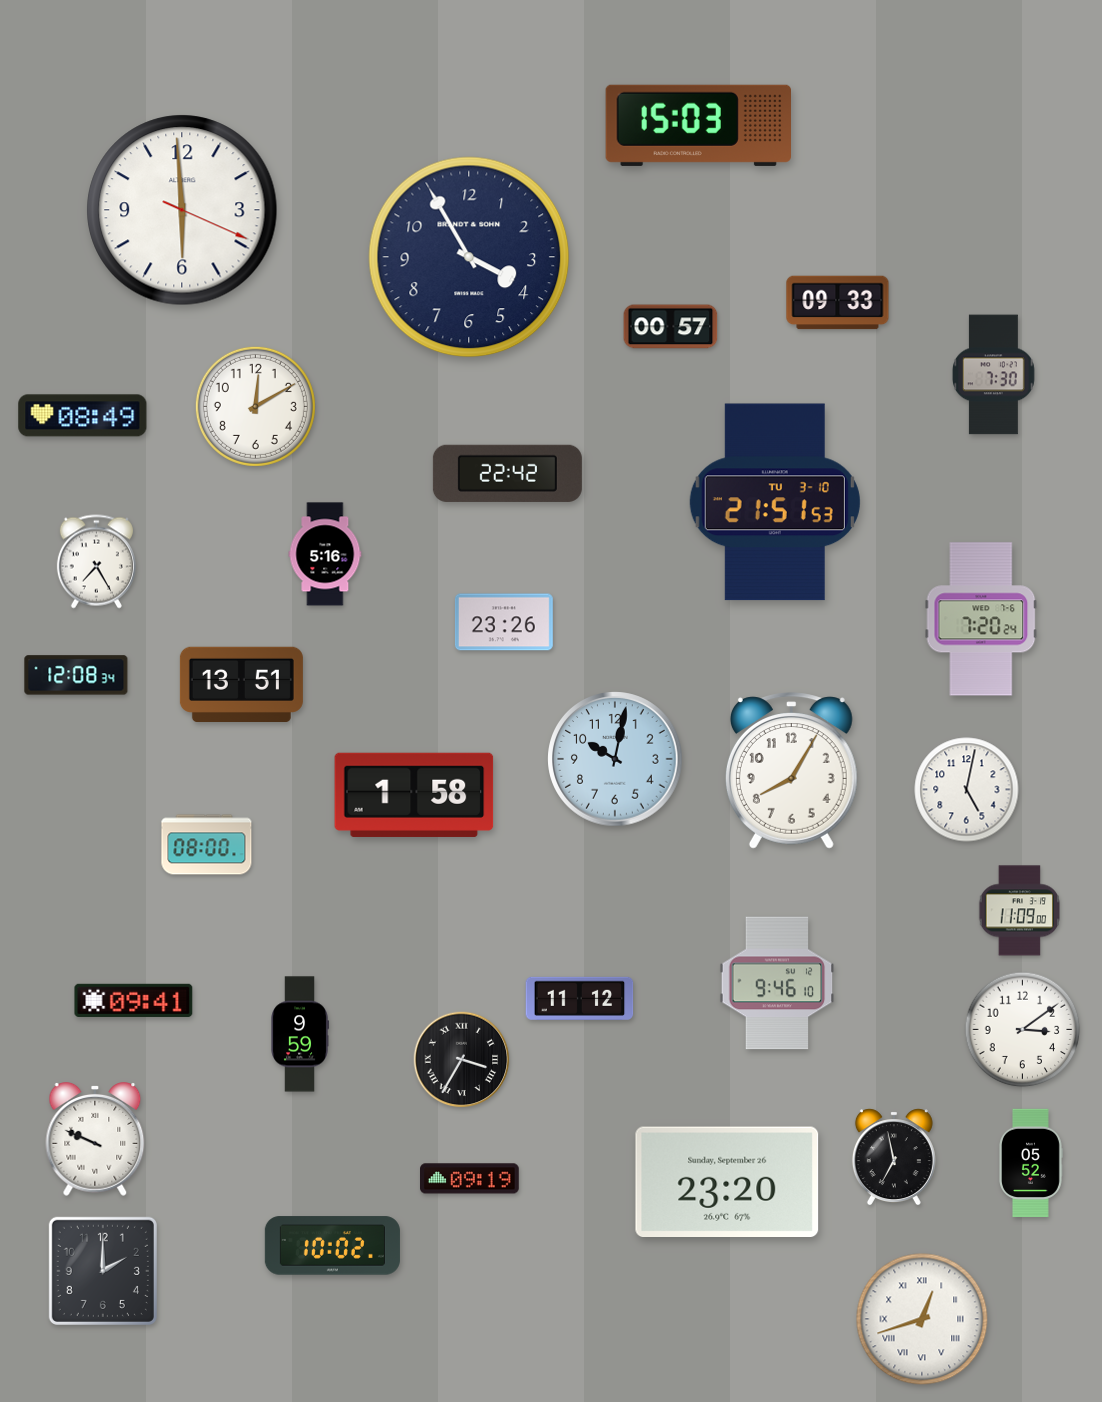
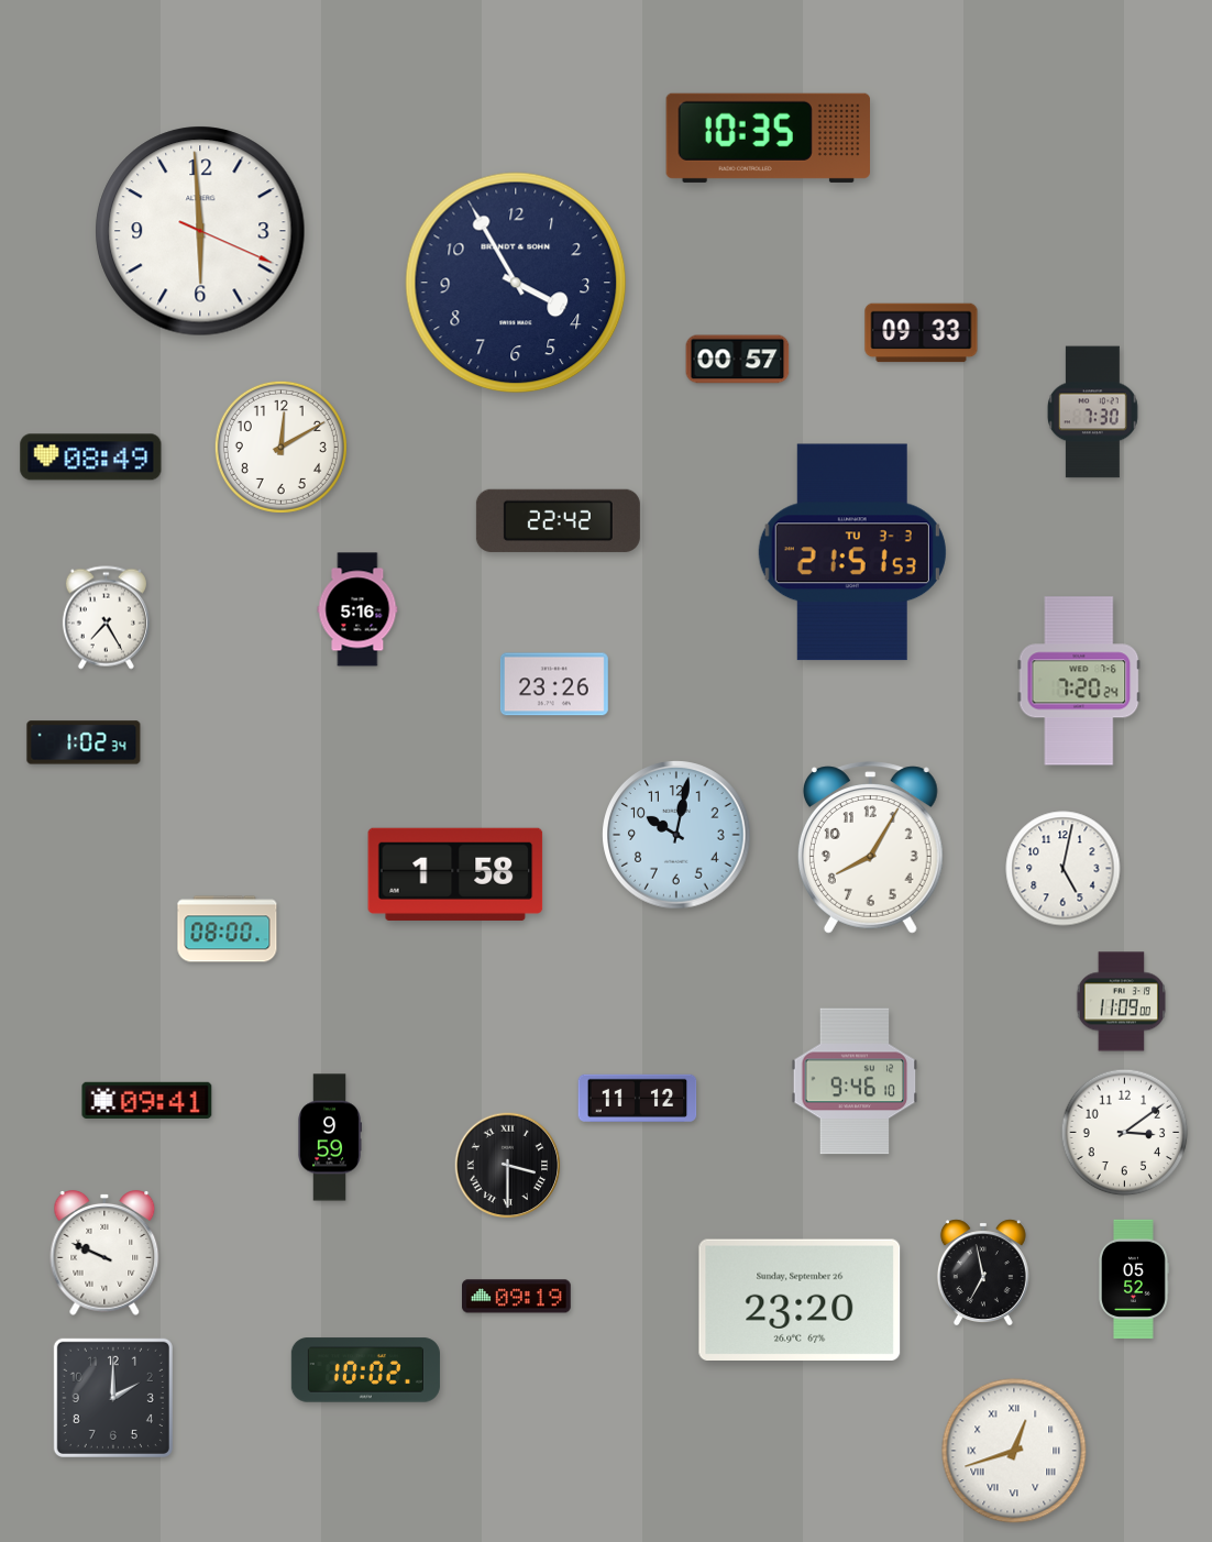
clock at (698, 125): 15:03 -> 10:35
clock at (775, 502) date: TU 3-10 -> TU 3-3
clock at (76, 675): 12:08 -> 1:02
clock at (241, 685): 13:51 -> none
clock at (462, 1060): 3:35 -> 3:30
